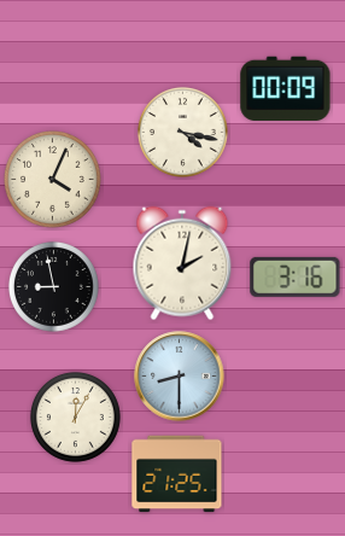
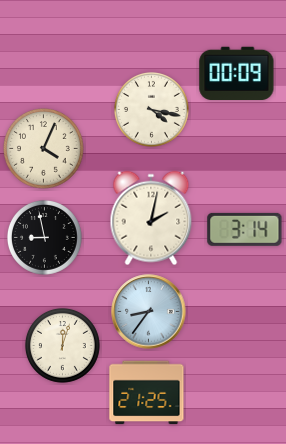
clock at (296, 276): 3:16 -> 3:14
clock at (180, 377): 8:30 -> 8:36
clock at (75, 416): 12:05 -> 12:03
